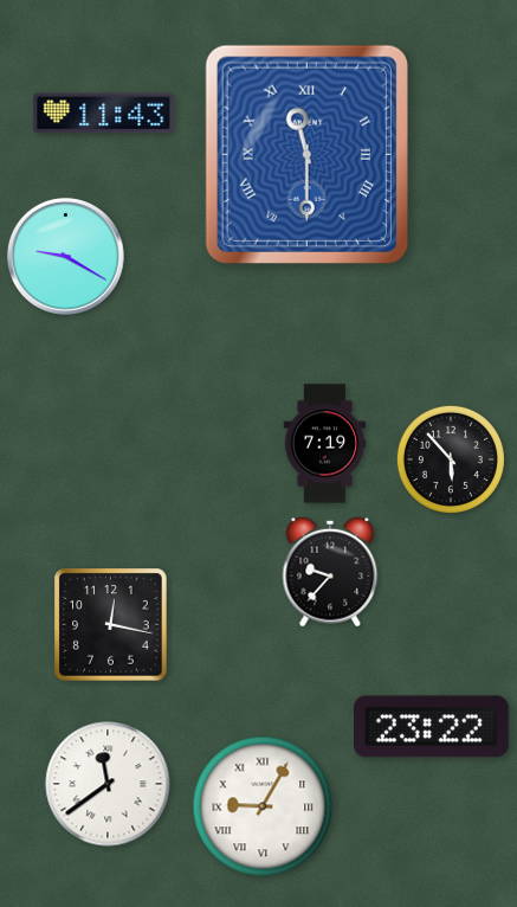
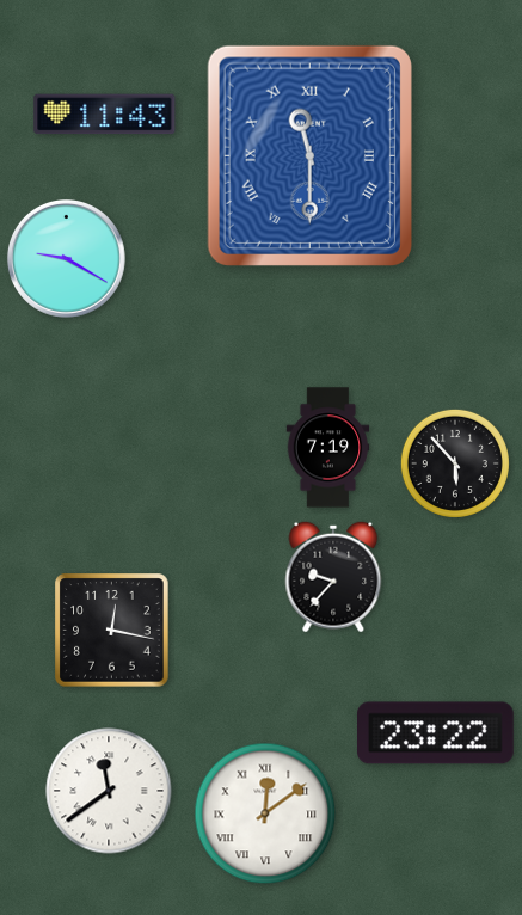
clock at (263, 806): 9:05 -> 12:09
